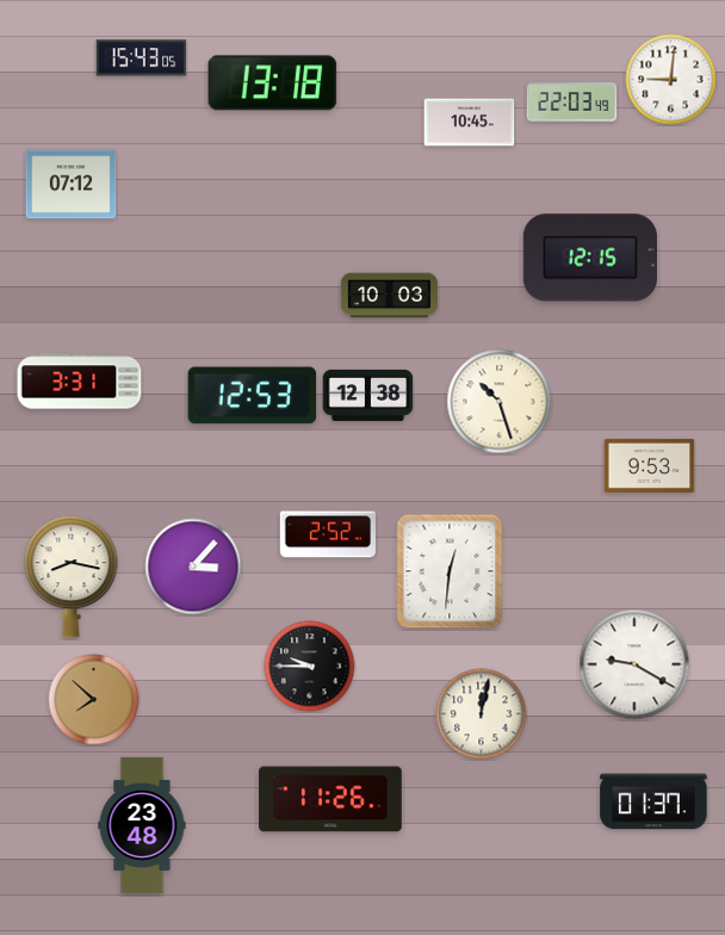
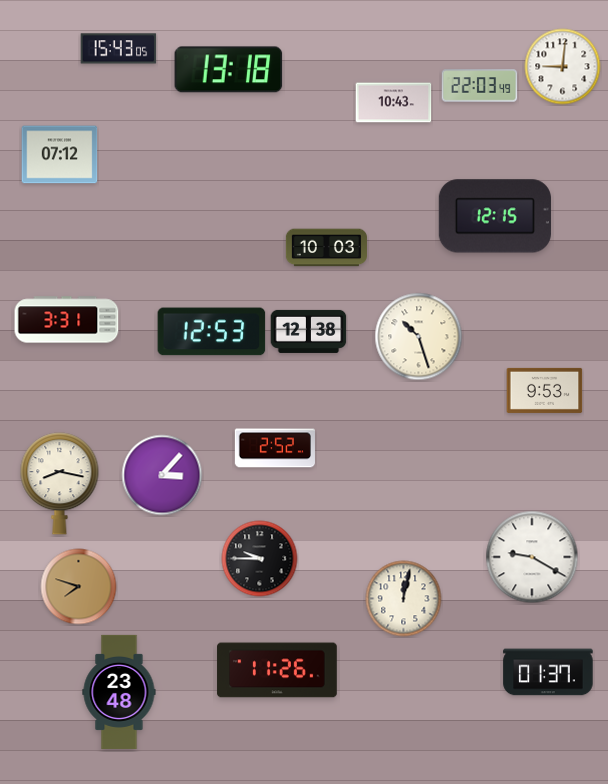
clock at (470, 123): 10:45 -> 10:43
clock at (450, 571): 12:31 -> none
clock at (94, 700): 7:52 -> 7:48
